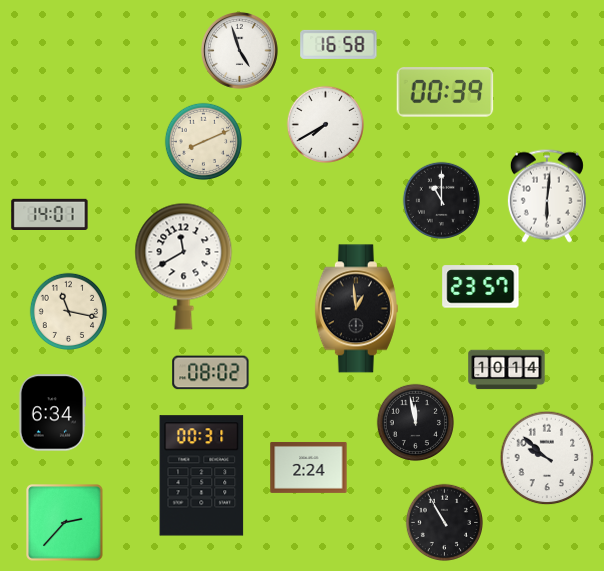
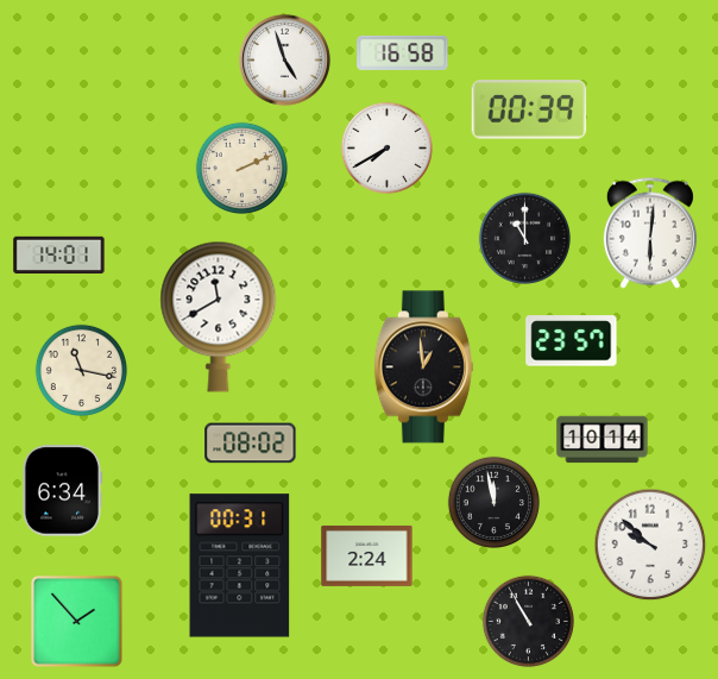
clock at (203, 141): 8:11 -> 2:11
clock at (65, 523): 2:37 -> 1:53
